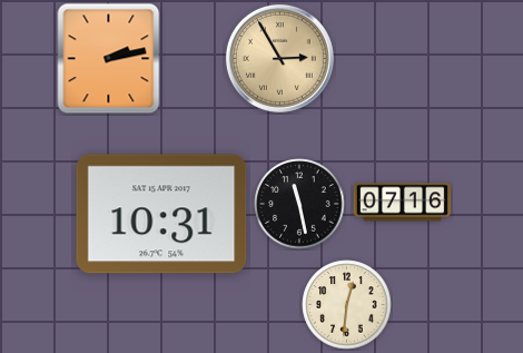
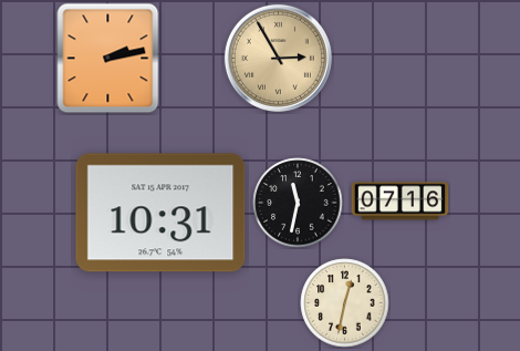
clock at (299, 204): 11:28 -> 11:32
clock at (347, 305): 12:31 -> 12:32
